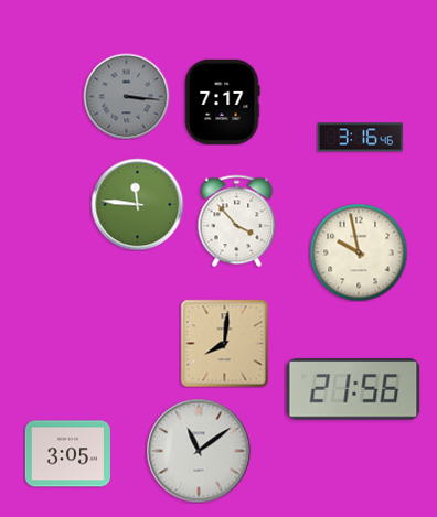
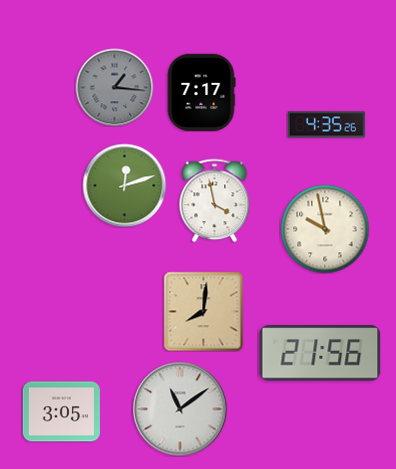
clock at (126, 96): 3:16 -> 1:16
clock at (360, 138): 3:16 -> 4:35
clock at (137, 204): 11:46 -> 12:12
clock at (237, 220): 3:53 -> 3:58
